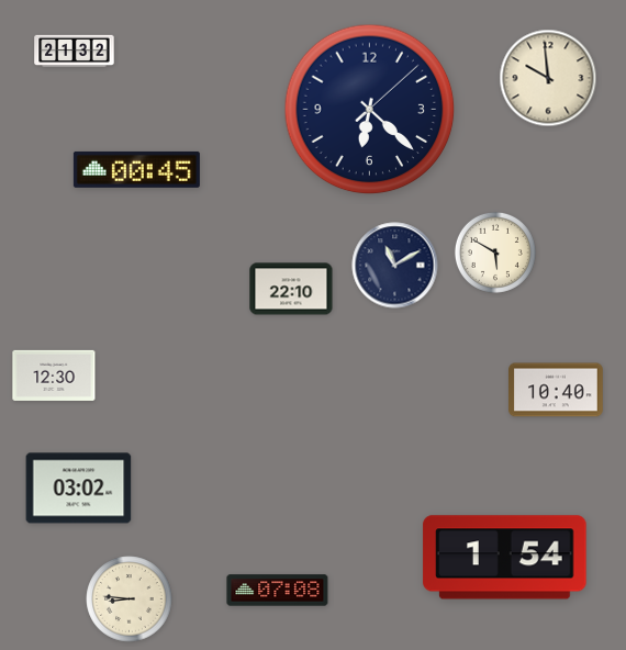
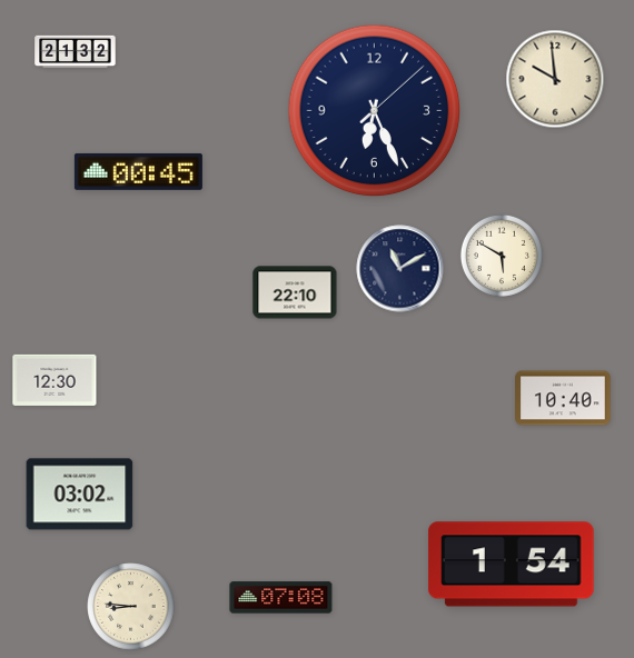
clock at (370, 110): 6:22 -> 6:26
clock at (557, 390) position: (557, 390) -> (564, 398)
